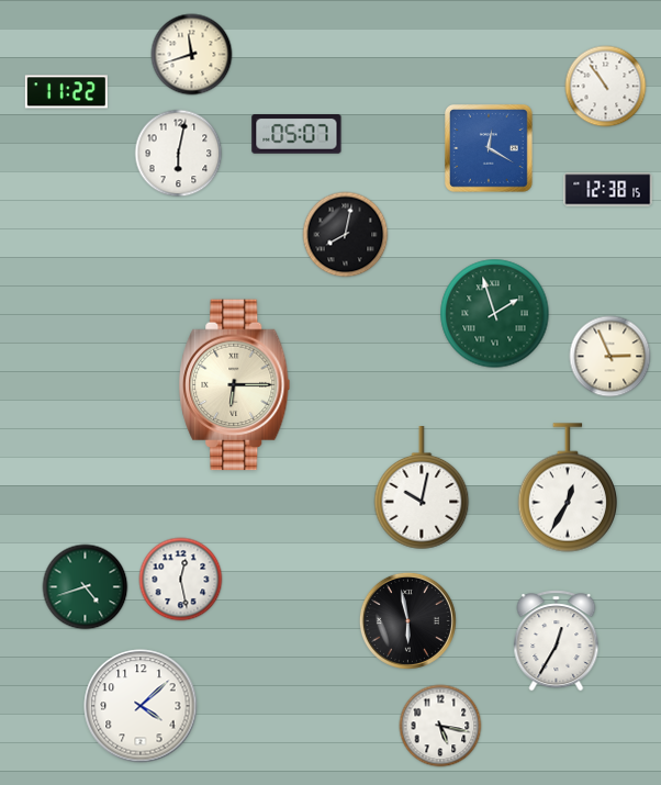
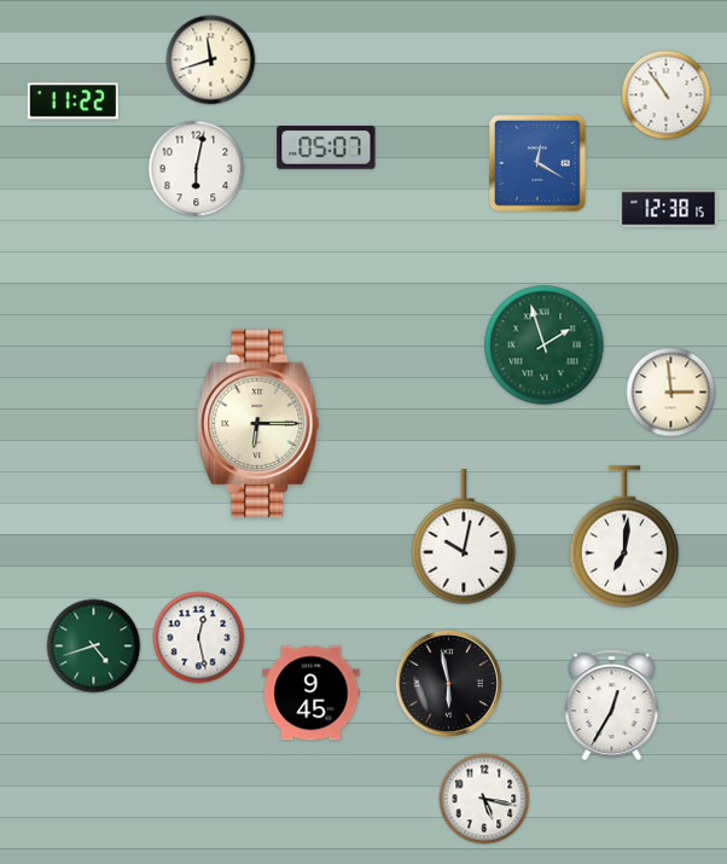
clock at (346, 235): 8:02 -> none
clock at (610, 357): 2:56 -> 2:59
clock at (567, 487): 12:35 -> 7:01
clock at (312, 694): none -> 9:45
clock at (141, 706): 4:08 -> none
